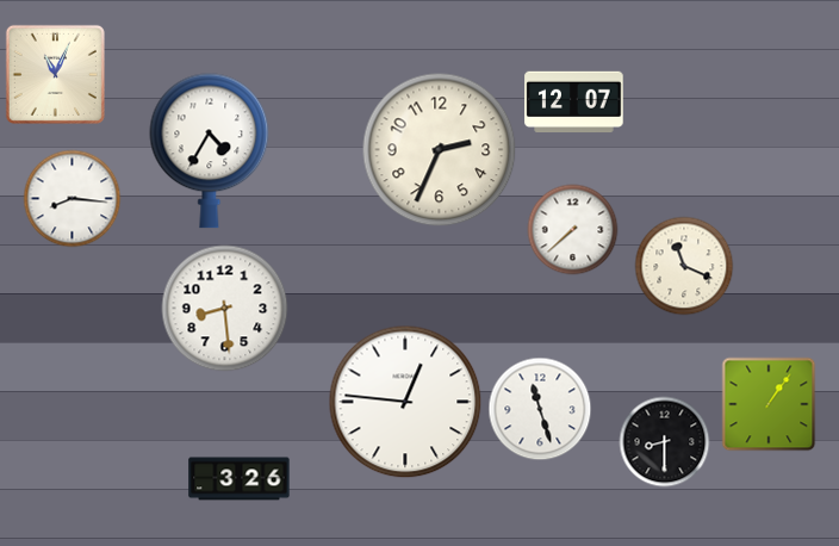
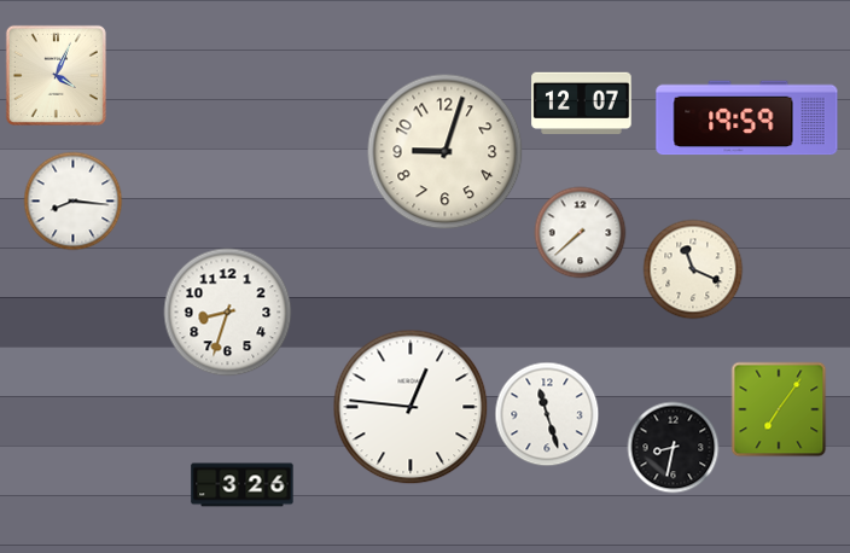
clock at (55, 74): 11:04 -> 4:04
clock at (747, 118): none -> 19:59
clock at (440, 150): 2:34 -> 9:03
clock at (210, 151): 4:35 -> none
clock at (225, 309): 8:29 -> 8:33
clock at (769, 404): 1:06 -> 7:06
clock at (665, 442): 8:30 -> 8:32
